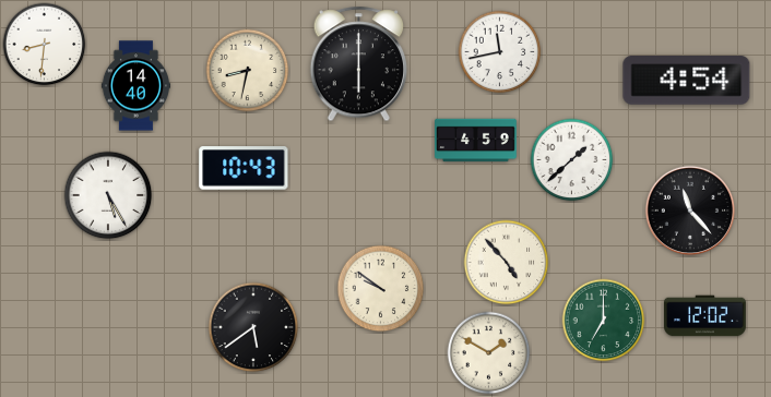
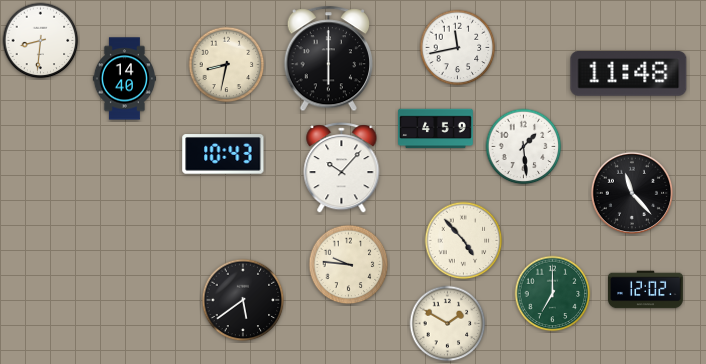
clock at (687, 81): 4:54 -> 11:48
clock at (572, 160): 1:38 -> 1:29
clock at (342, 168): none -> 10:07
clock at (108, 195): 5:25 -> none
clock at (381, 289): 9:51 -> 9:46
clock at (253, 327) position: (253, 327) -> (243, 300)
